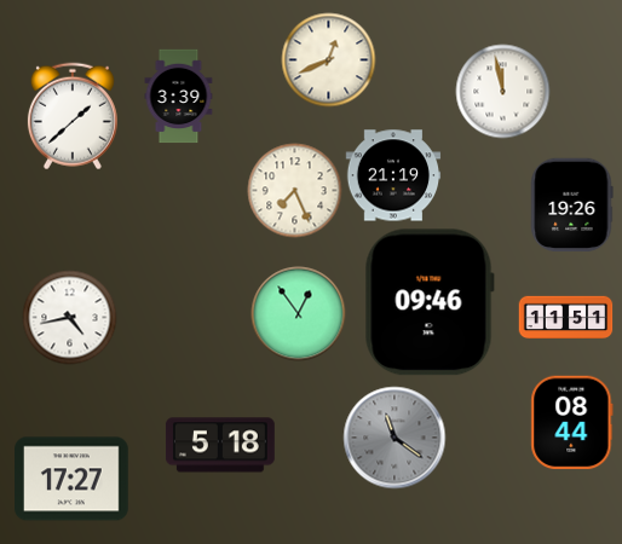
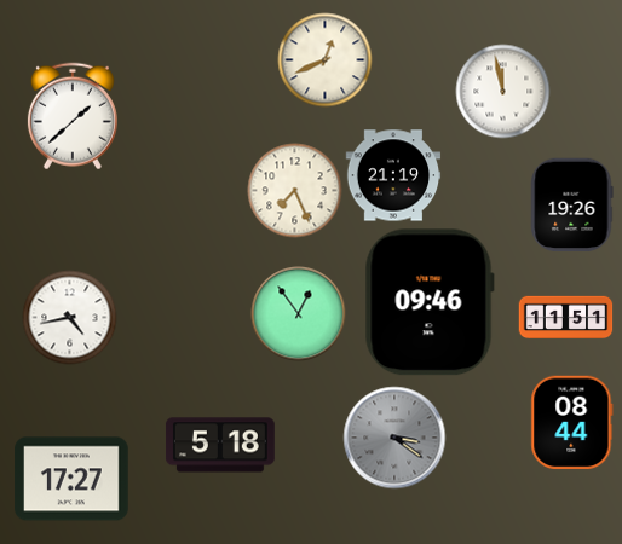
clock at (328, 59) position: (328, 59) -> (324, 59)
clock at (179, 96): 3:39 -> none
clock at (394, 438): 11:21 -> 3:21
